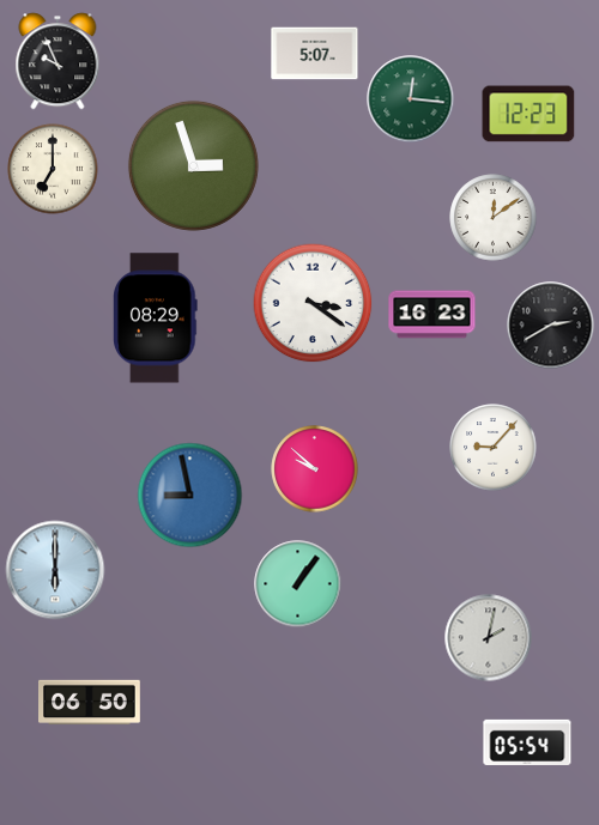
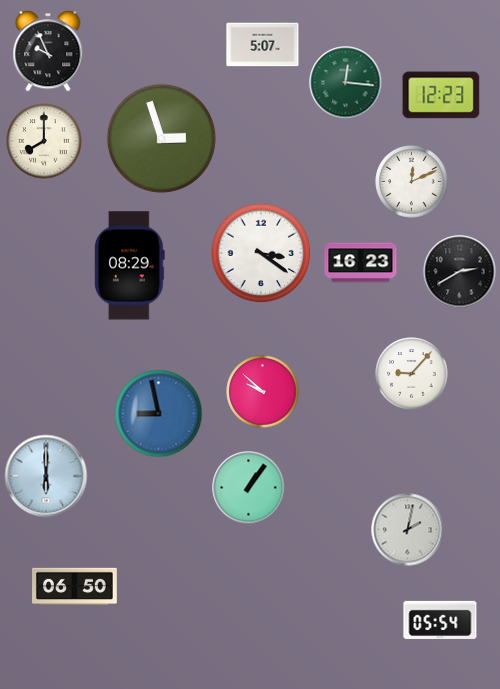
clock at (411, 99) position: (411, 99) -> (346, 83)
clock at (53, 169): 7:00 -> 8:00
clock at (494, 218): 12:09 -> 12:11
clock at (489, 638) position: (489, 638) -> (408, 530)
